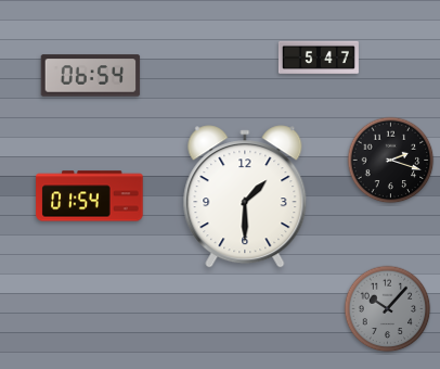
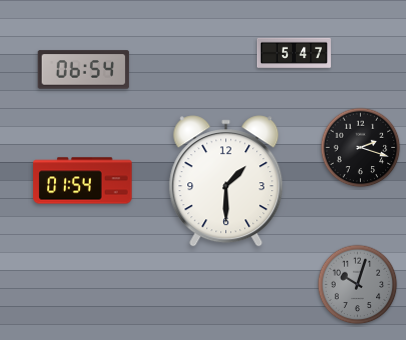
clock at (388, 309): 10:07 -> 10:03
